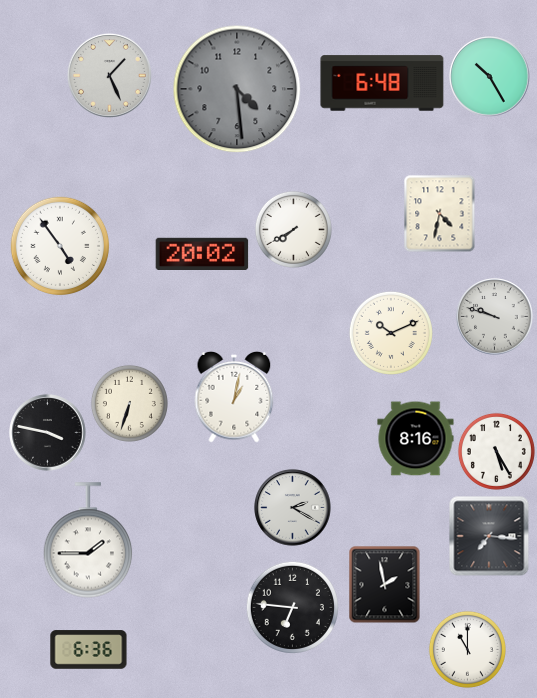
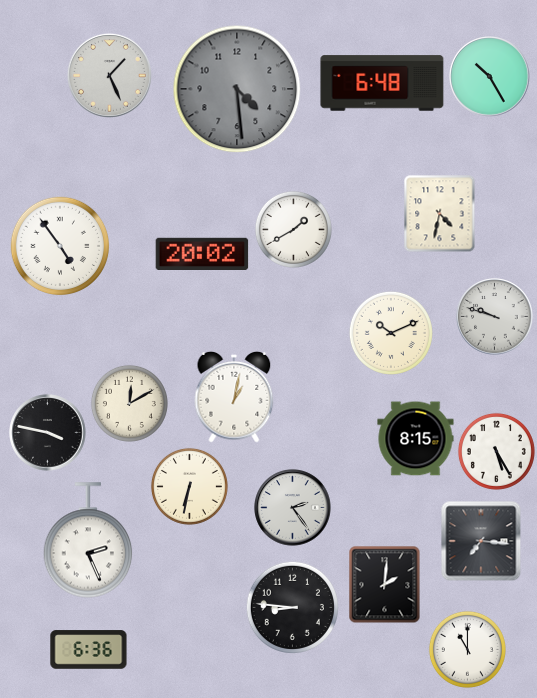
clock at (293, 229): 7:40 -> 1:40
clock at (129, 403): 6:33 -> 12:10
clock at (416, 439): 8:16 -> 8:15
clock at (189, 486): none -> 6:32
clock at (293, 508): 2:20 -> 2:24
clock at (489, 536) position: (489, 536) -> (481, 541)
clock at (88, 540): 1:45 -> 2:26
clock at (385, 584): 1:58 -> 2:01
clock at (292, 607): 6:46 -> 8:46
